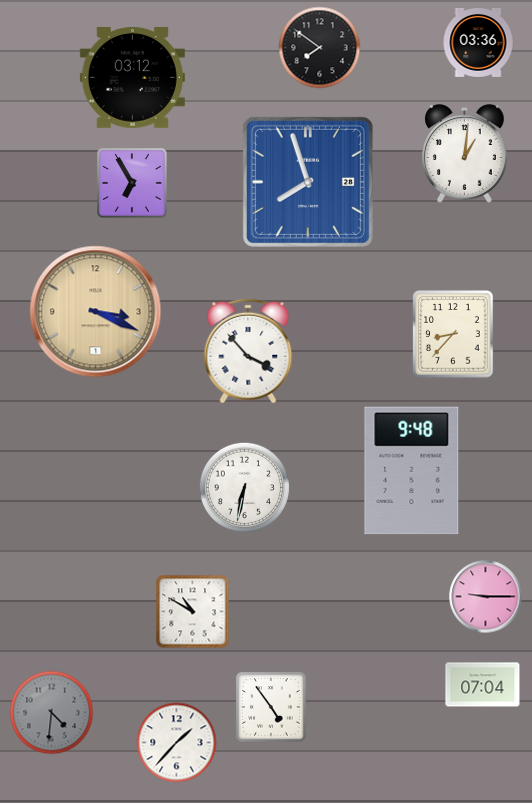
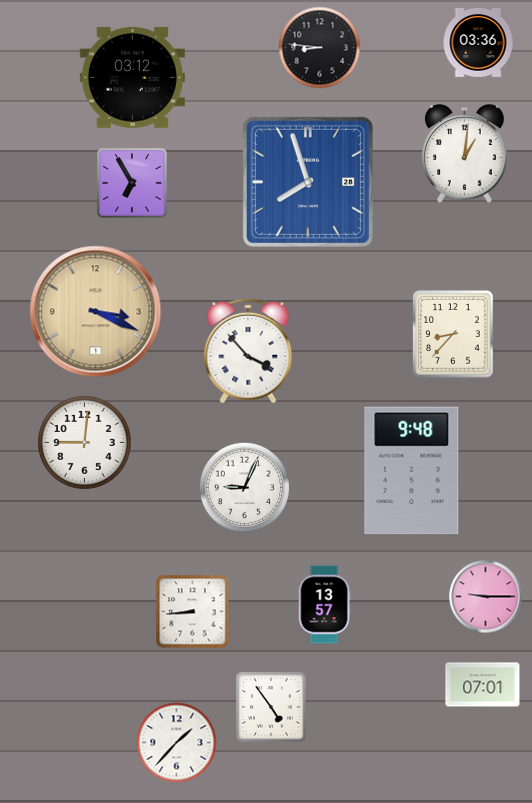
clock at (320, 48): 7:51 -> 8:46
clock at (85, 443): none -> 9:01
clock at (244, 487): 6:32 -> 9:04
clock at (324, 605): none -> 13:57
clock at (193, 612): 10:50 -> 8:44
clock at (483, 685): 07:04 -> 07:01
clock at (52, 713): 4:31 -> none
